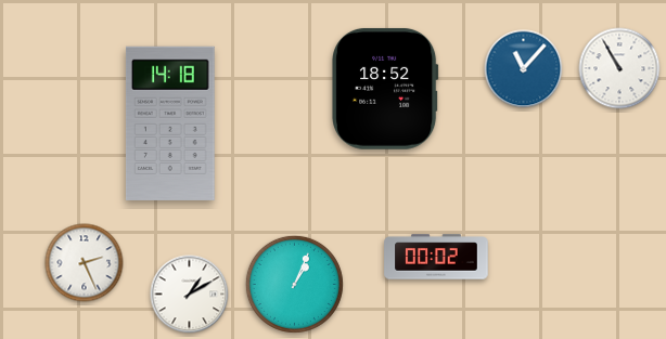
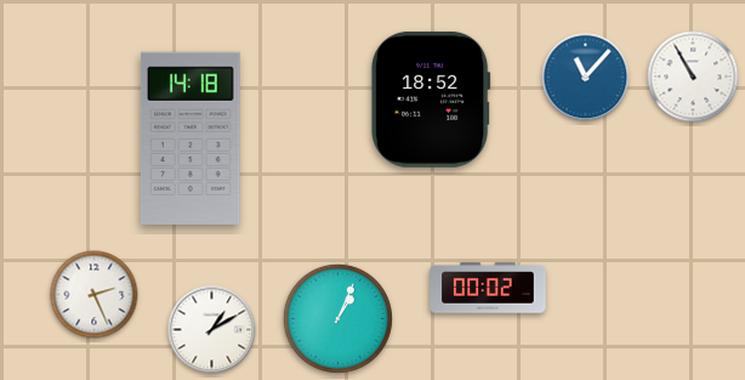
clock at (294, 284) position: (294, 284) -> (337, 318)
